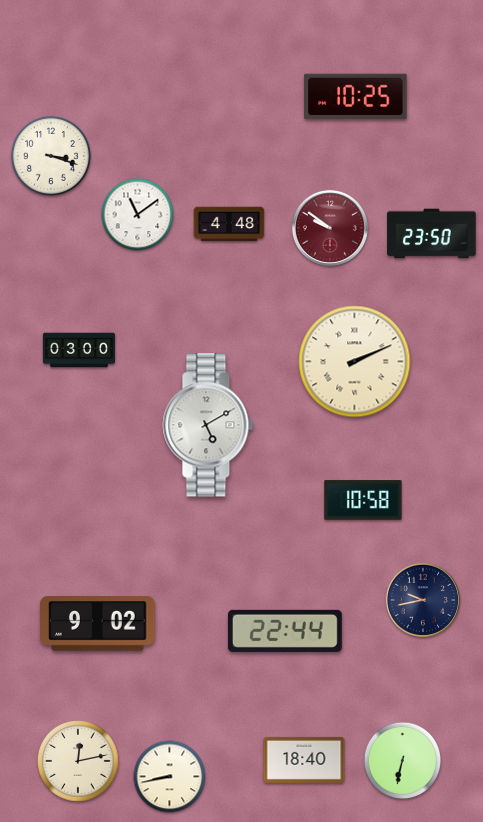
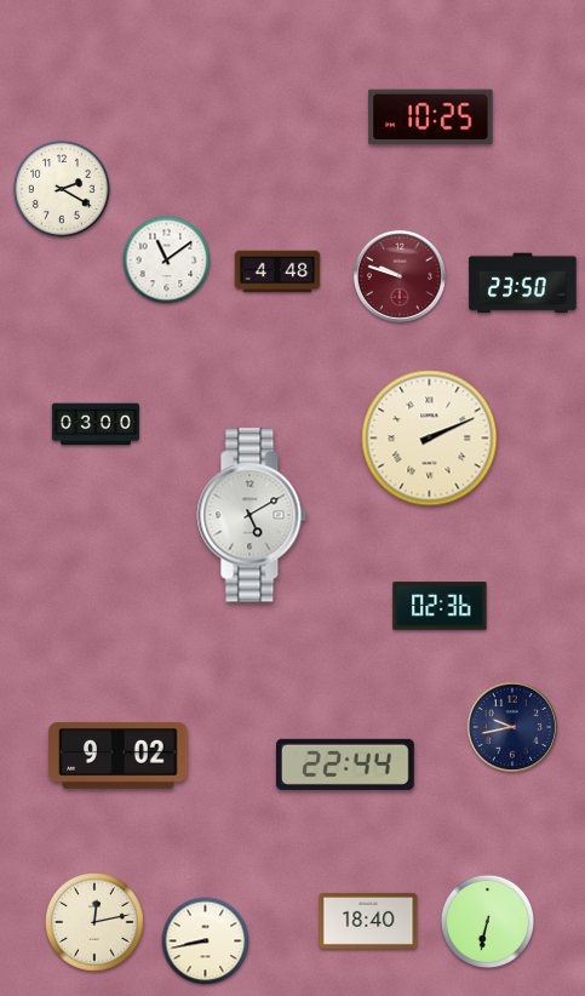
clock at (51, 156): 3:18 -> 2:20
clock at (330, 228): 9:51 -> 9:48
clock at (363, 500): 10:58 -> 02:36
